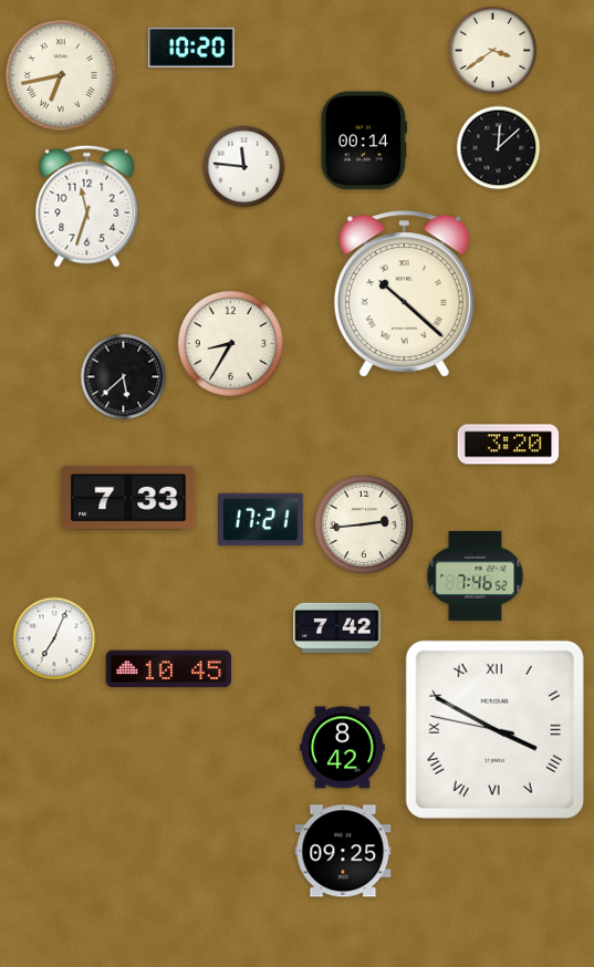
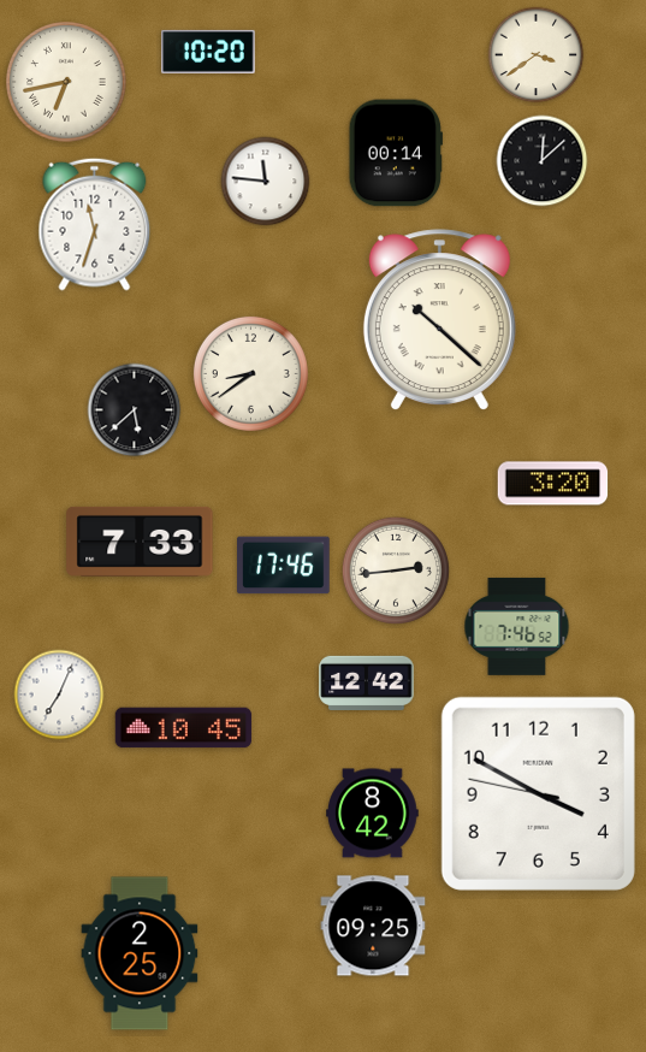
clock at (230, 343): 8:35 -> 8:39
clock at (261, 520): 17:21 -> 17:46
clock at (337, 627): 7:42 -> 12:42
clock at (494, 729) numerals: Roman -> Arabic
clock at (140, 953): none -> 2:25
